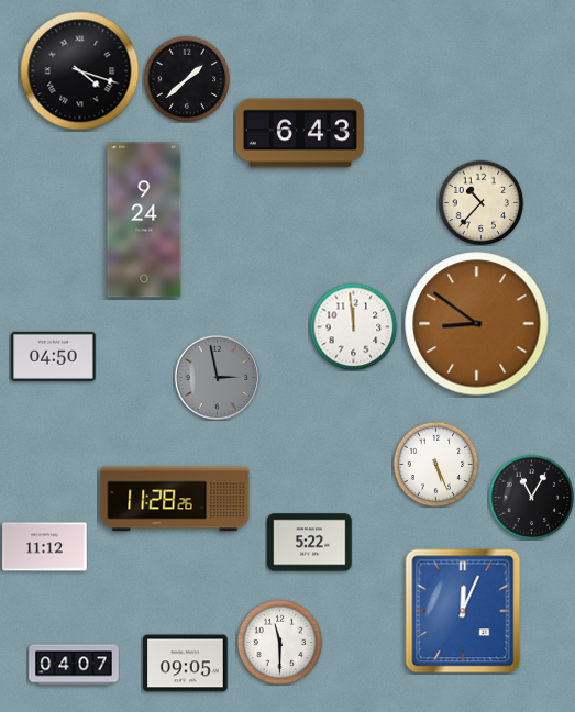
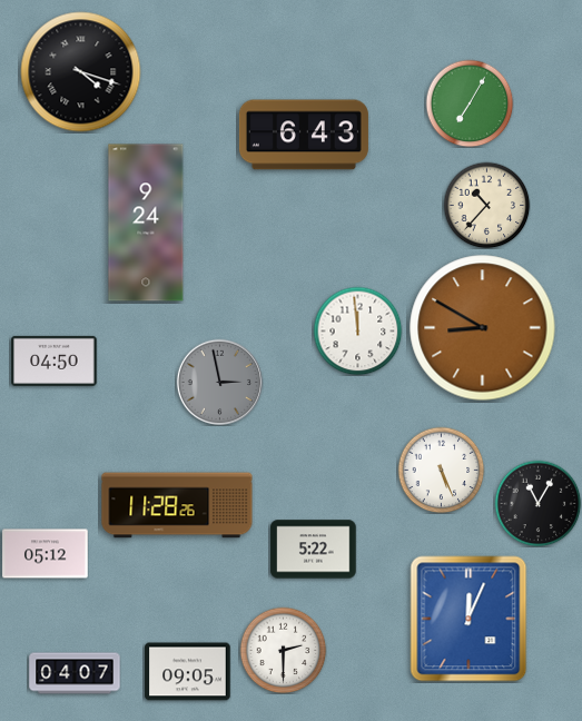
clock at (187, 79): 1:38 -> none
clock at (470, 103): none -> 7:05
clock at (477, 324): 8:51 -> 8:50
clock at (45, 547): 11:12 -> 05:12
clock at (279, 642): 11:30 -> 2:30
